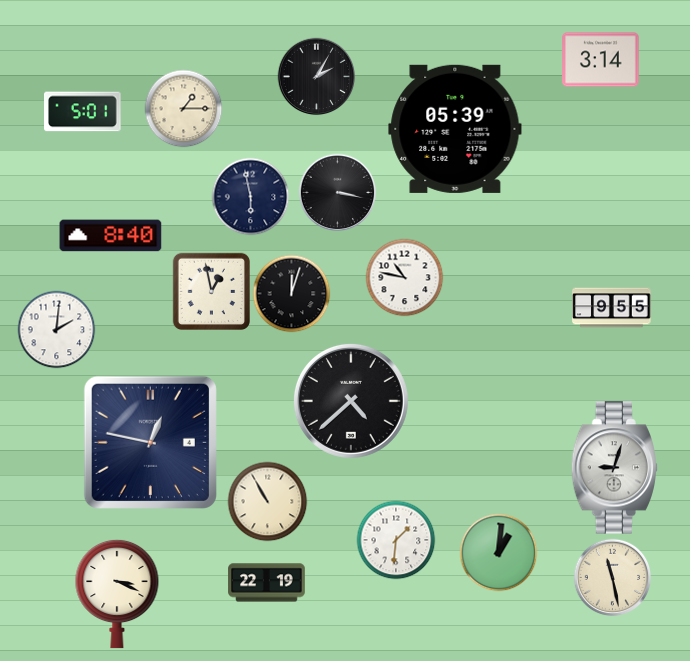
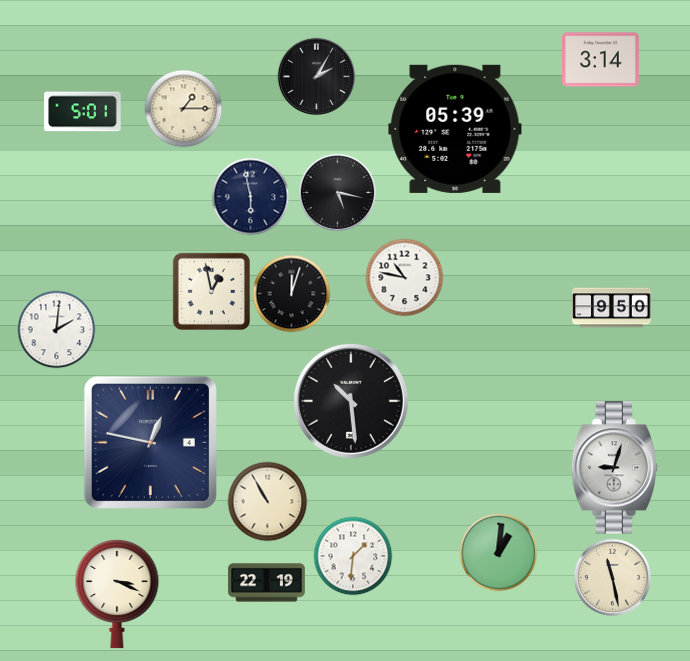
clock at (337, 192): 3:17 -> 5:17
clock at (111, 236): 8:40 -> none
clock at (612, 308): 9:55 -> 9:50
clock at (351, 401): 4:38 -> 10:29
clock at (396, 540) position: (396, 540) -> (353, 556)
